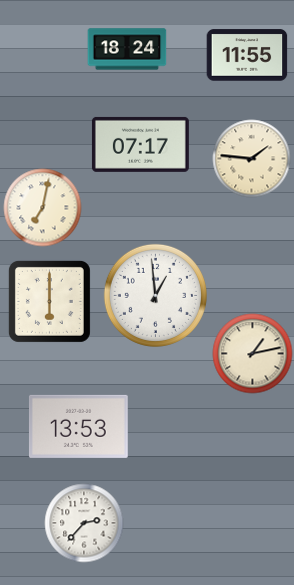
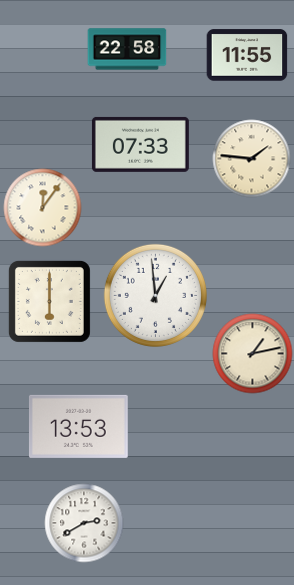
clock at (127, 49): 18:24 -> 22:58
clock at (140, 144): 07:17 -> 07:33
clock at (42, 207): 7:02 -> 12:06
clock at (84, 523): 2:37 -> 2:40
